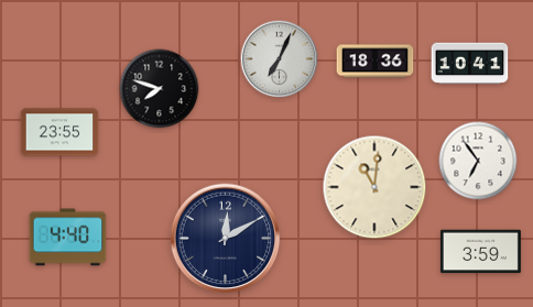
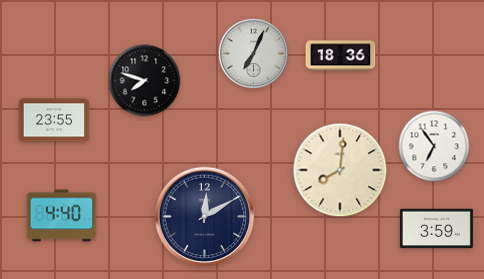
clock at (470, 64): 10:41 -> none
clock at (374, 187): 11:01 -> 8:01
